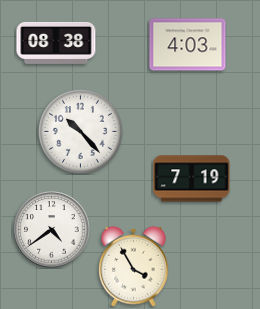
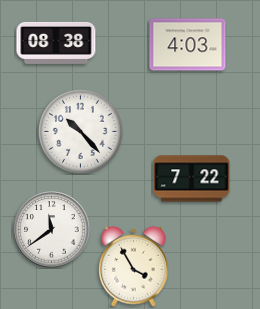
clock at (192, 179): 7:19 -> 7:22
clock at (52, 230): 4:39 -> 11:39
